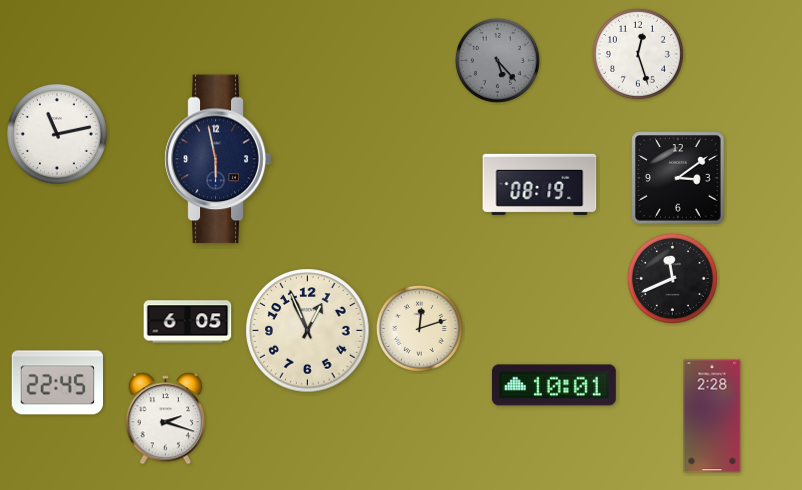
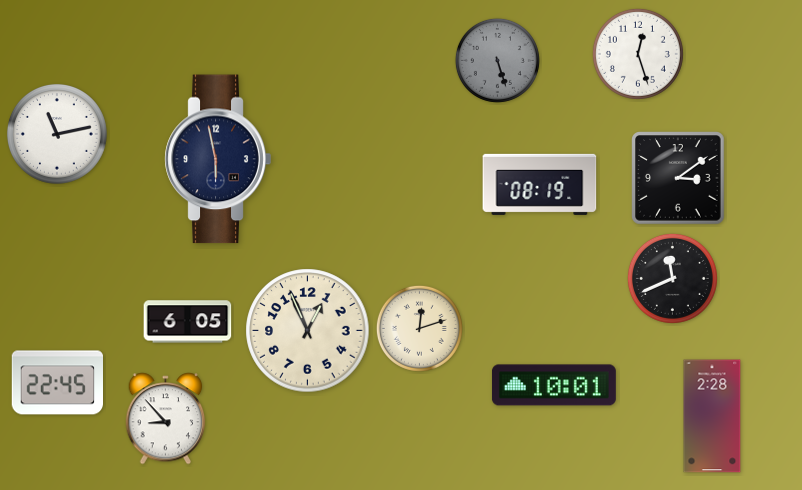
clock at (497, 60): 5:23 -> 5:27
clock at (166, 419): 2:18 -> 8:53
